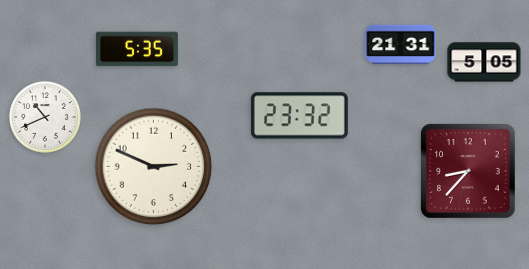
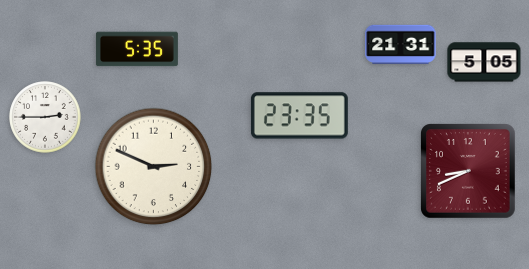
clock at (299, 116): 23:32 -> 23:35
clock at (45, 117): 10:41 -> 2:45
clock at (469, 172): 8:37 -> 8:41
